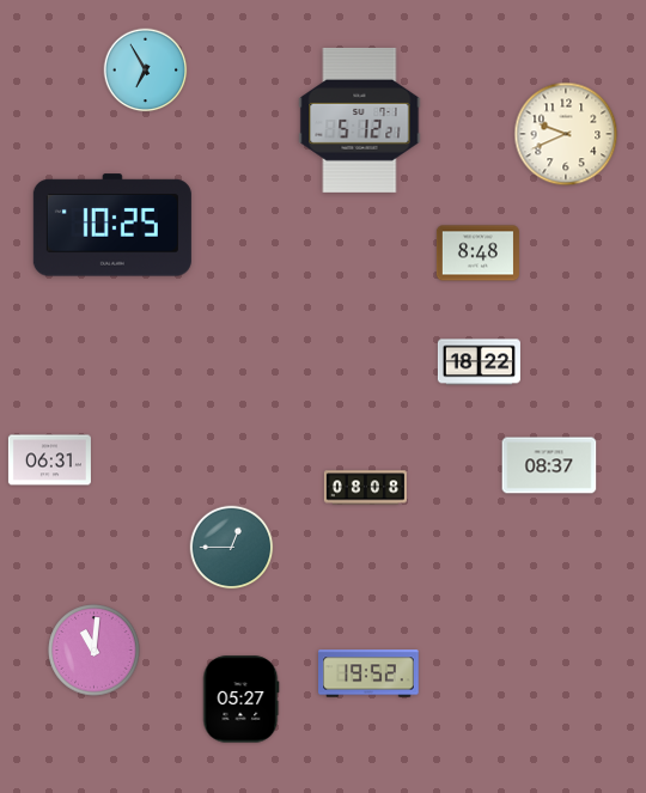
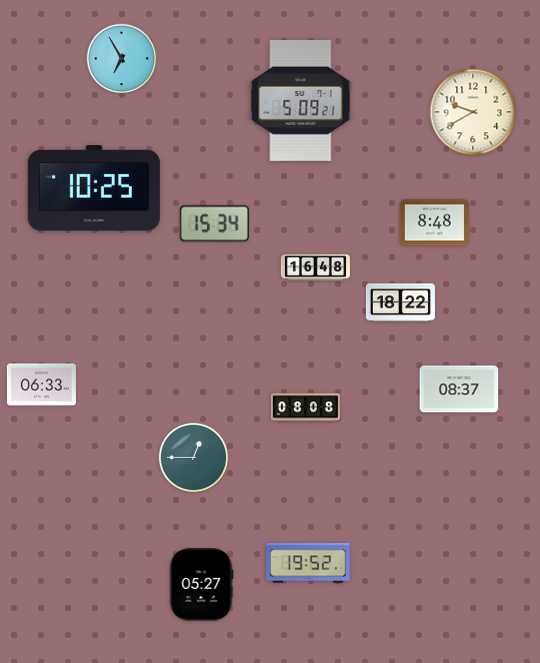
clock at (360, 120): 5:12 -> 5:09
clock at (566, 134): 9:41 -> 9:40
clock at (477, 254) position: (477, 254) -> (434, 223)
clock at (214, 224): none -> 15:34
clock at (315, 268): none -> 16:48
clock at (49, 460): 06:31 -> 06:33
clock at (95, 651): 11:01 -> none
